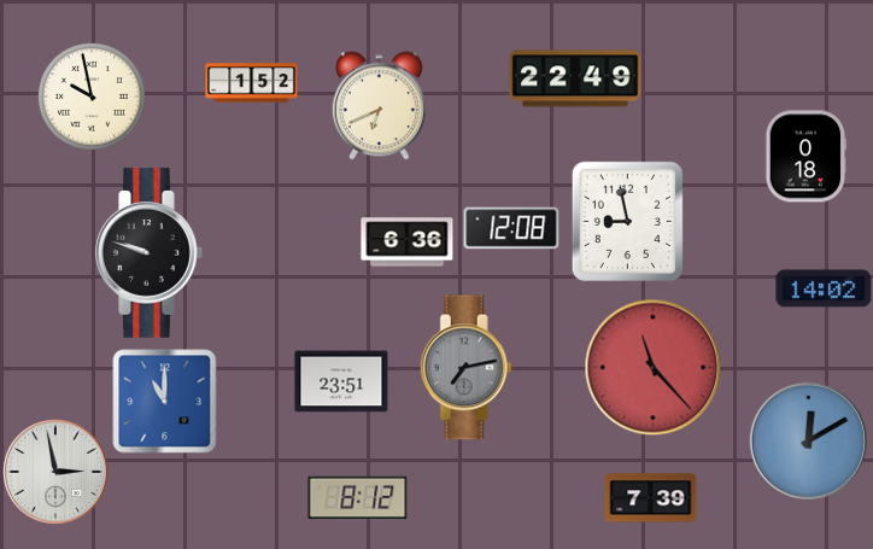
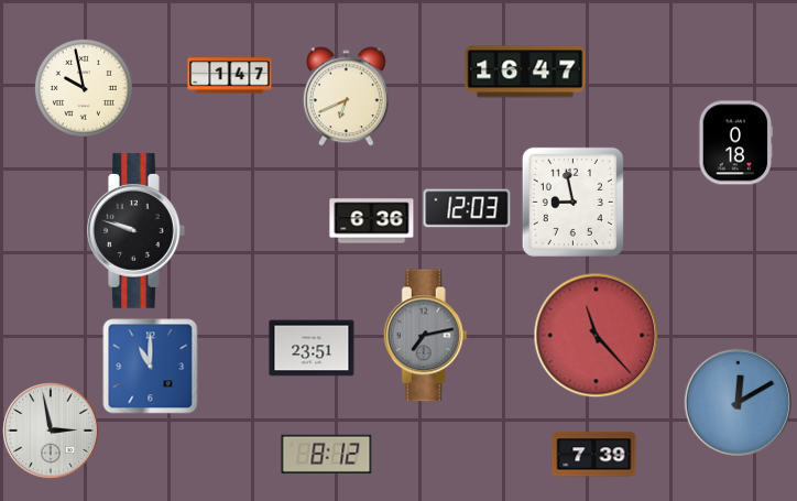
clock at (575, 78): 22:49 -> 16:47
clock at (252, 83): 1:52 -> 1:47
clock at (511, 228): 12:08 -> 12:03
clock at (824, 288): 14:02 -> none
